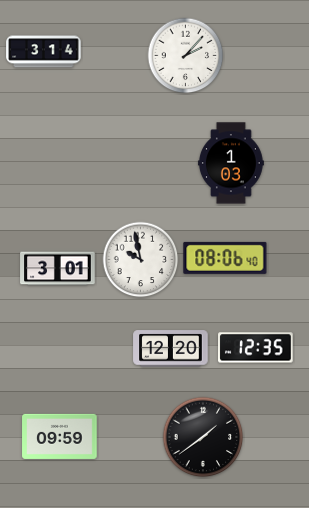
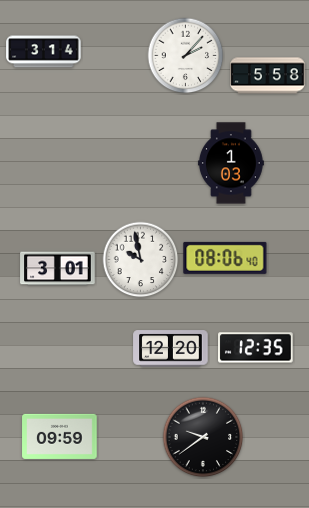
clock at (268, 76): none -> 5:58
clock at (203, 437): 1:39 -> 9:39
